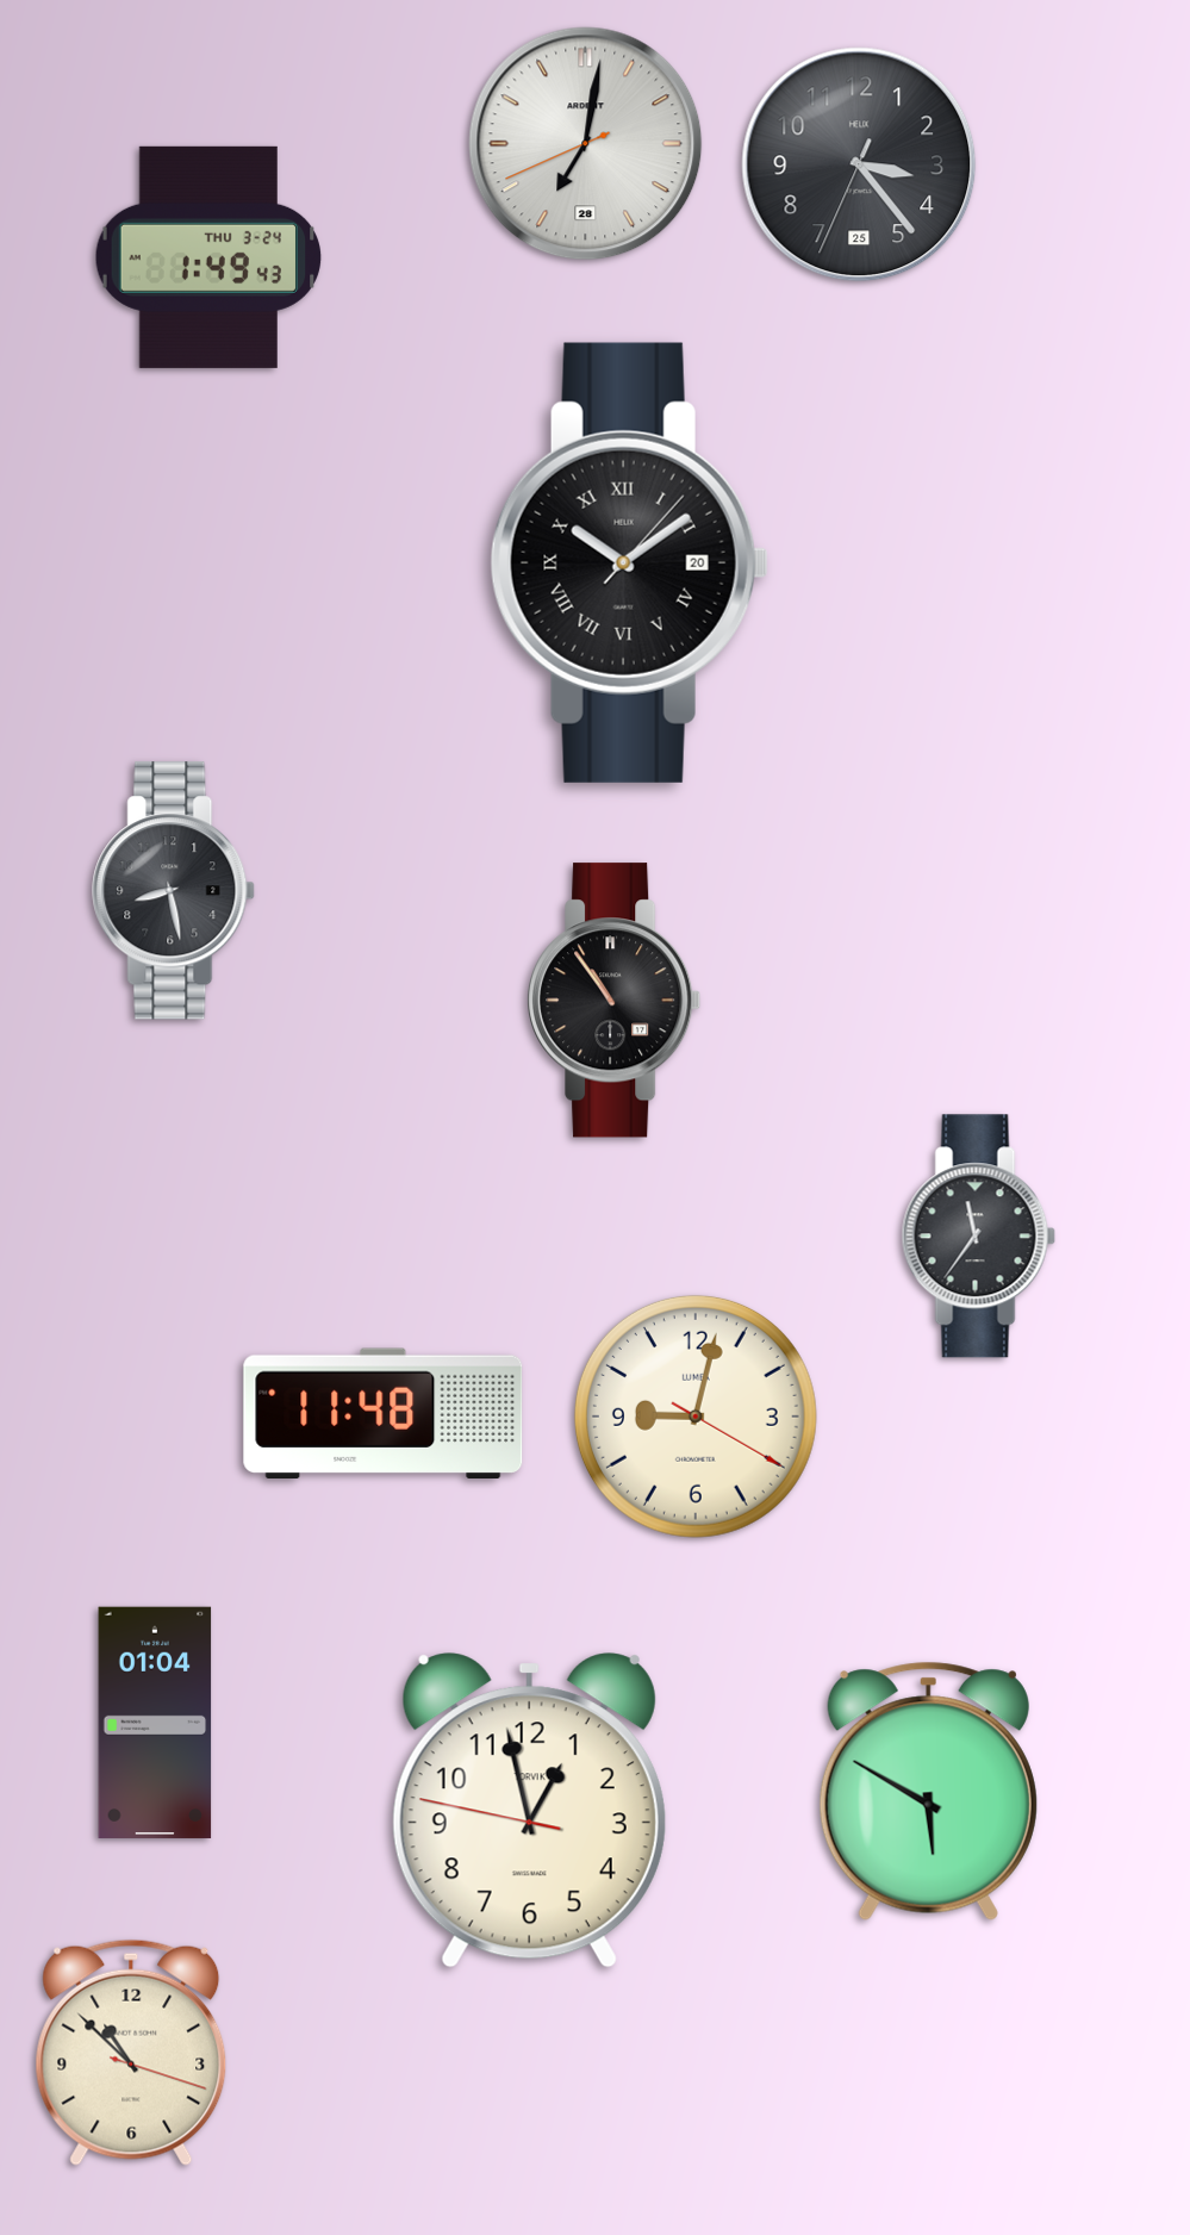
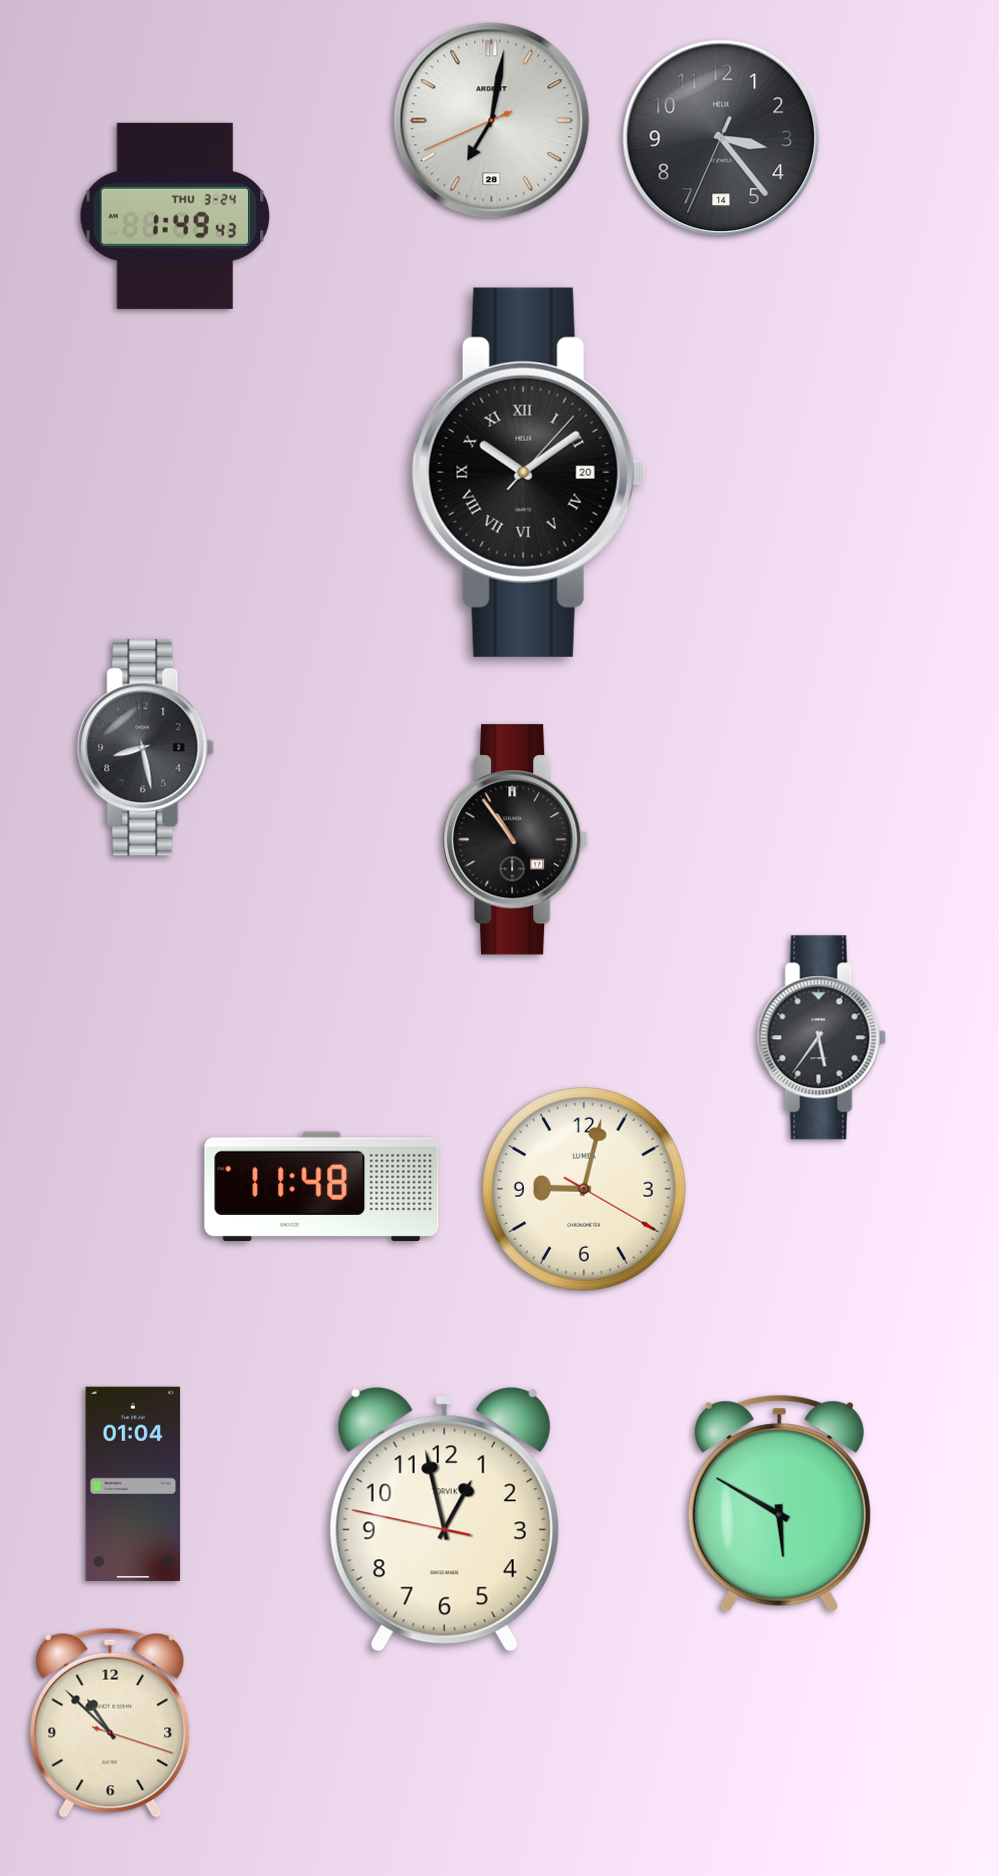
clock at (859, 164) date: 25 -> 14
clock at (978, 1237): 11:36 -> 5:36
clock at (155, 1723) position: (155, 1723) -> (133, 1484)
